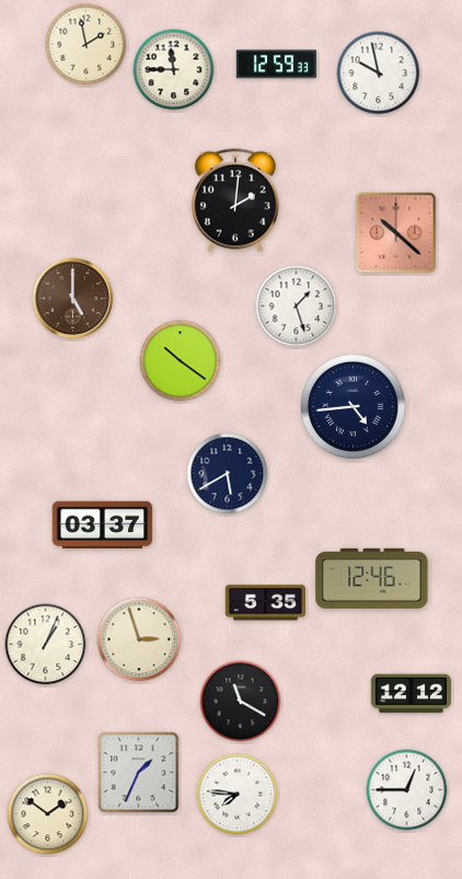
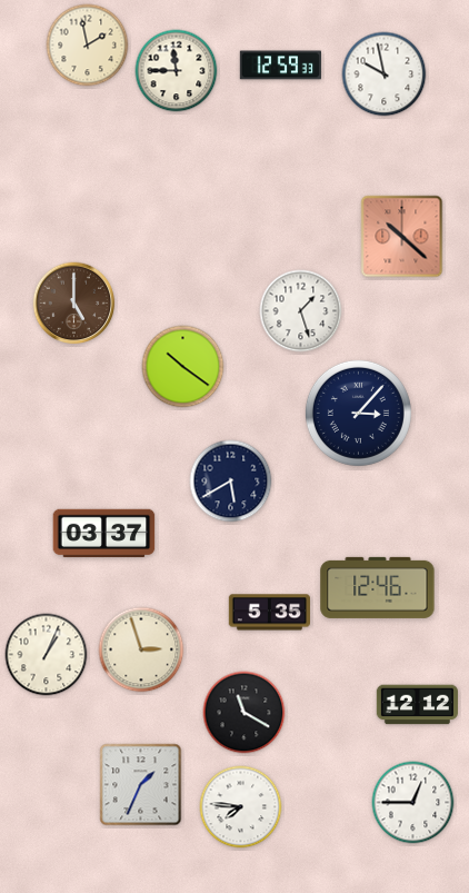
clock at (235, 200): 2:01 -> none
clock at (353, 406): 4:44 -> 3:07
clock at (48, 814): 1:51 -> none
